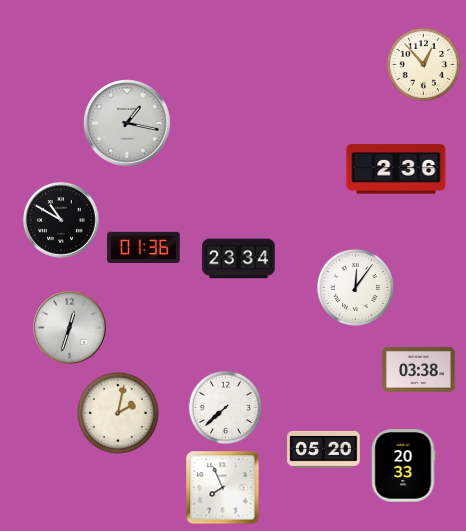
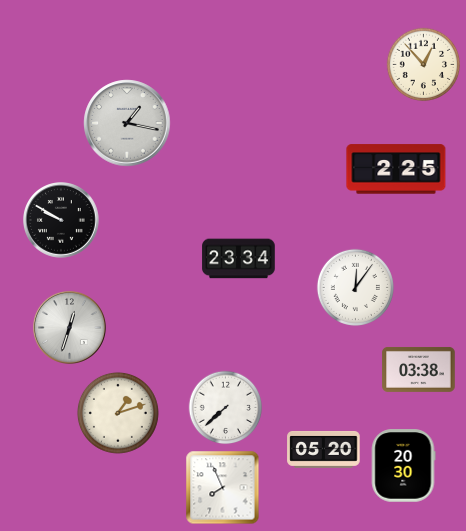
clock at (396, 169): 2:36 -> 2:25
clock at (62, 221): 10:50 -> 9:50
clock at (144, 247): 01:36 -> none
clock at (118, 413): 2:02 -> 1:12
clock at (403, 466): 20:33 -> 20:30
